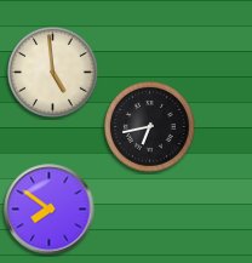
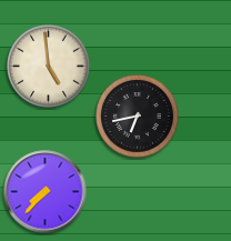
clock at (50, 210): 7:51 -> 7:37
